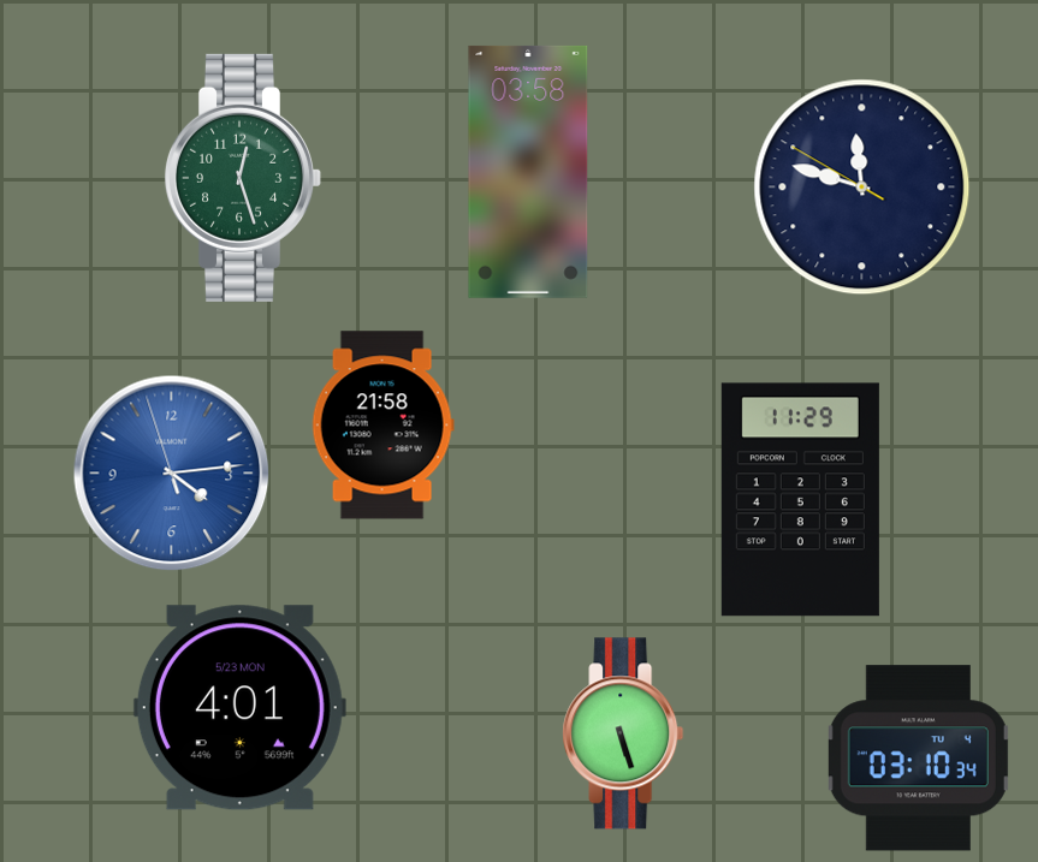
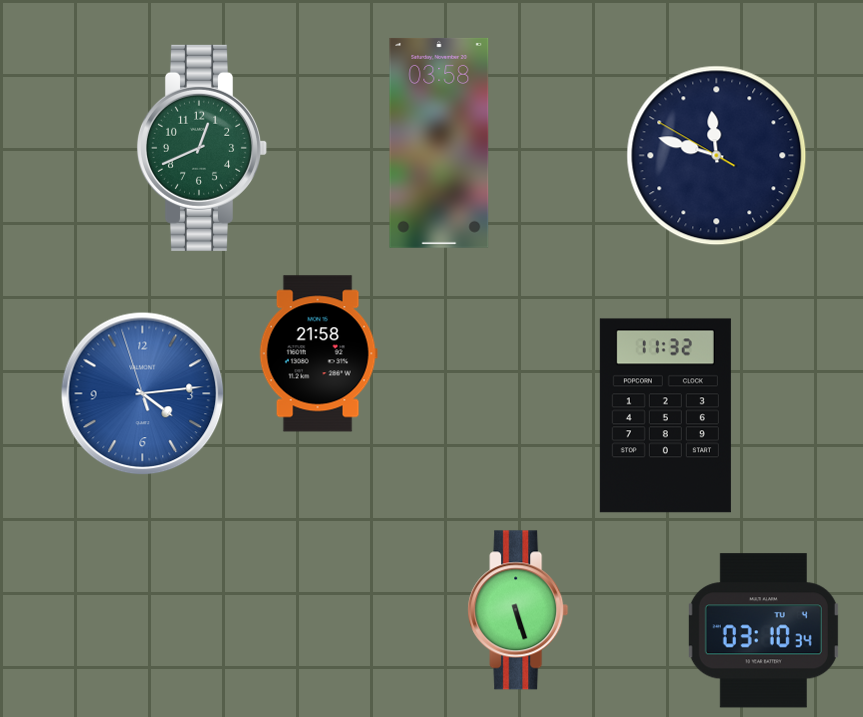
clock at (242, 178): 12:27 -> 12:41
clock at (800, 500): 11:29 -> 11:32
clock at (239, 708): 4:01 -> none
